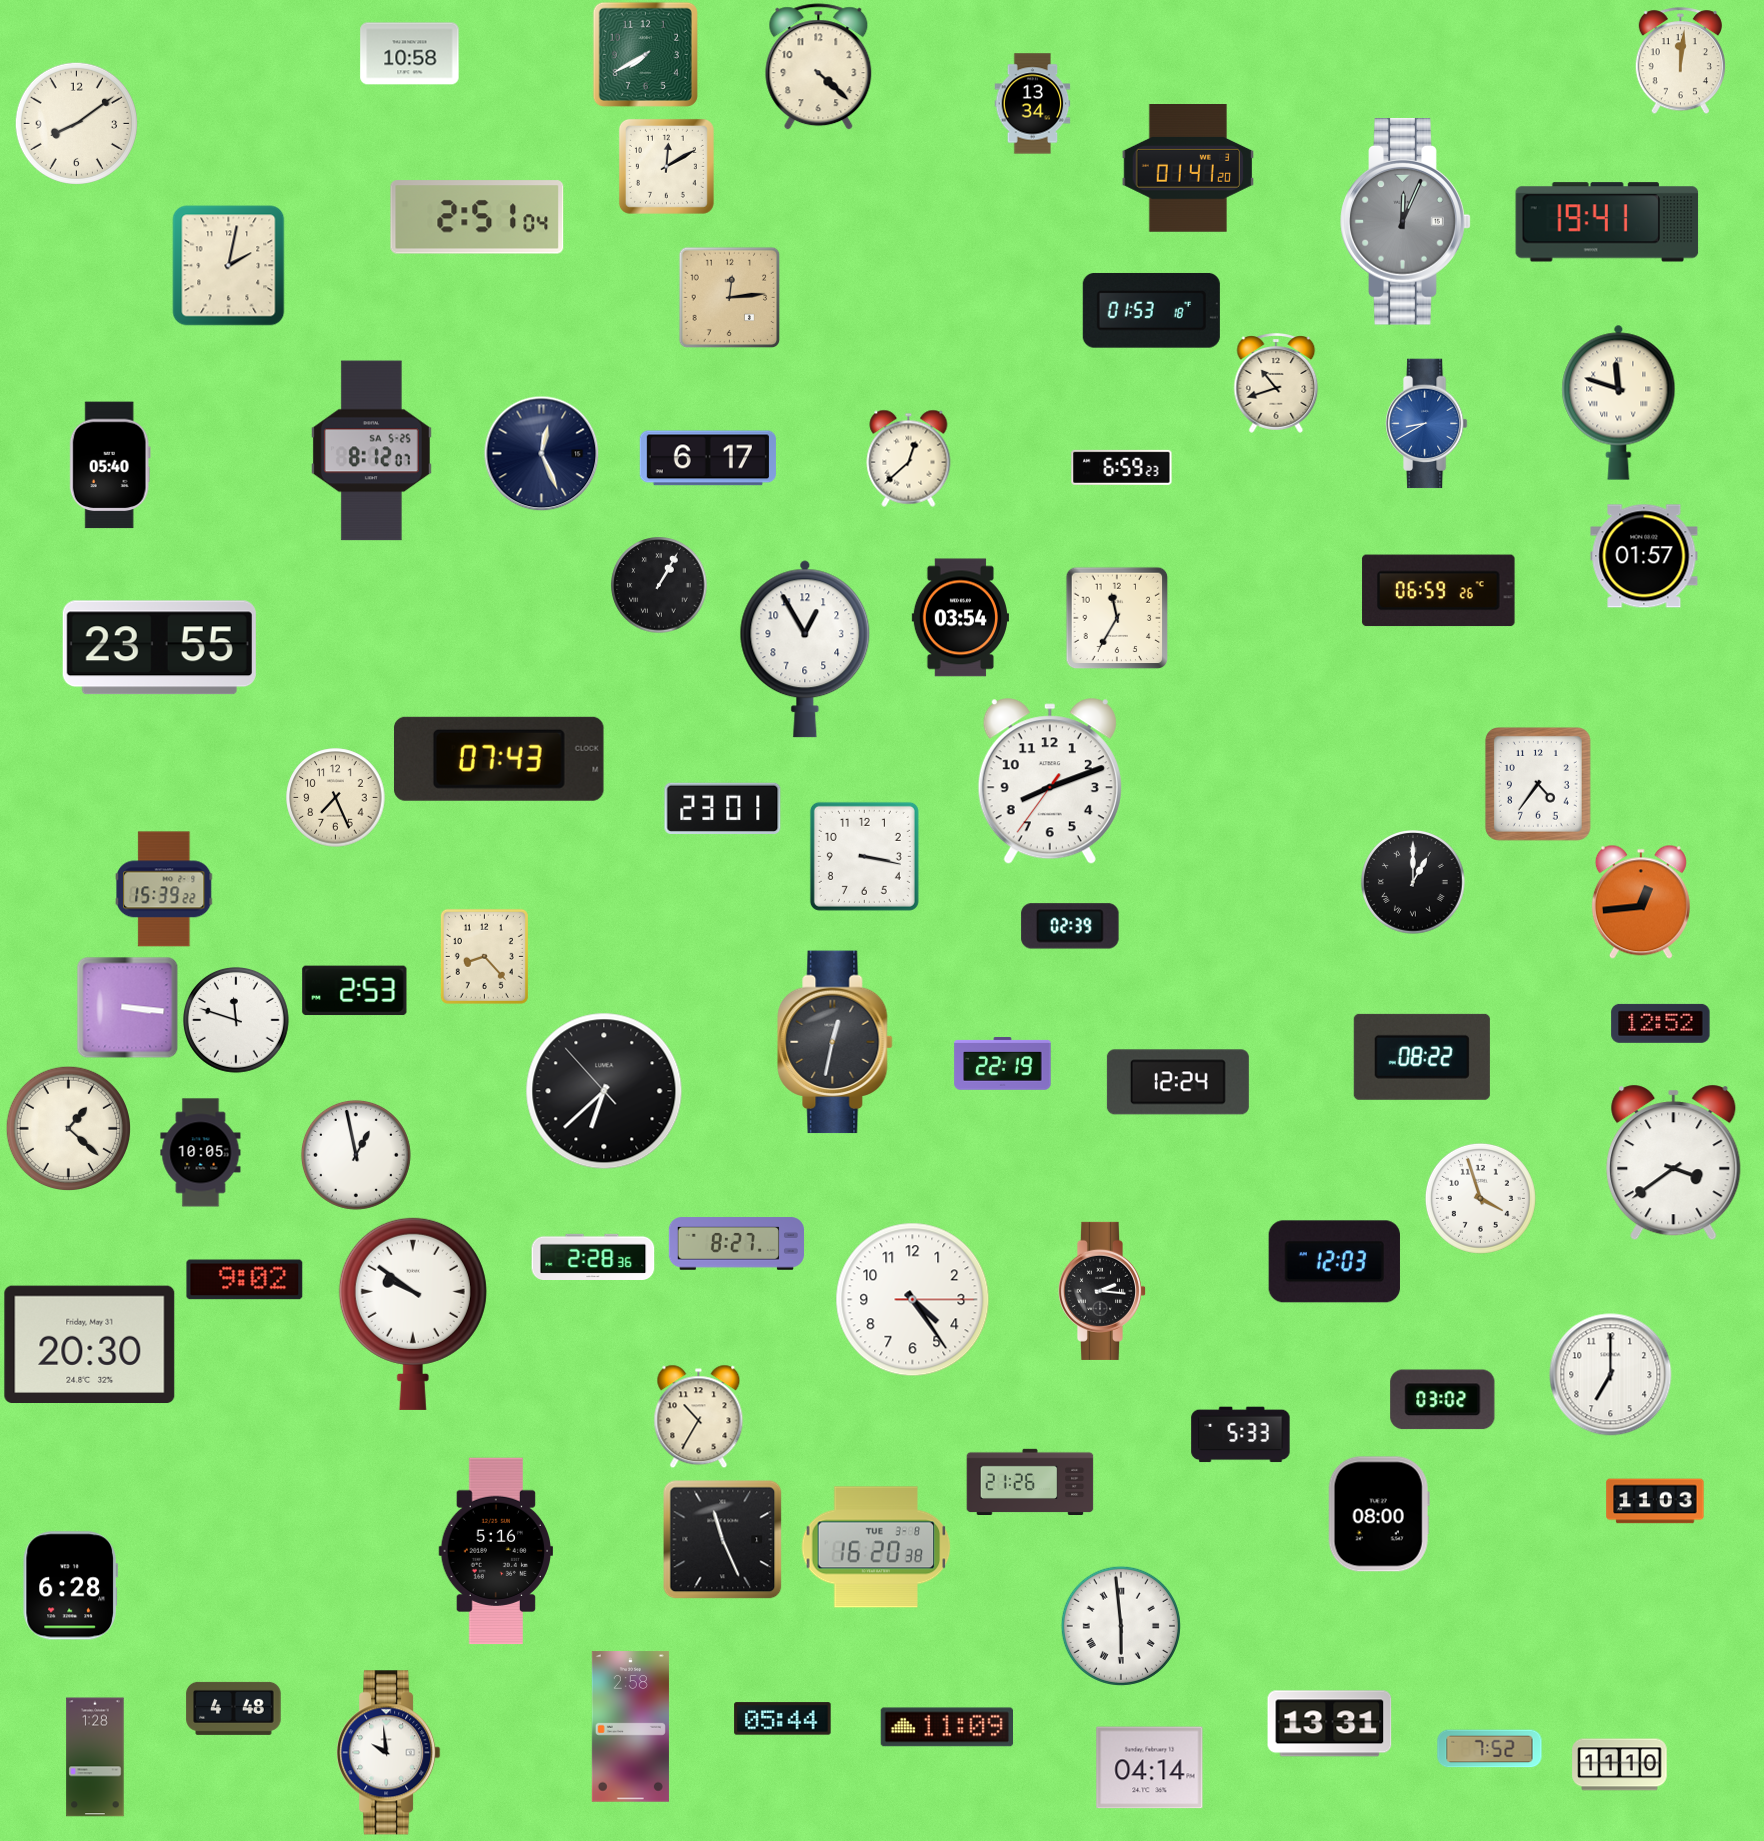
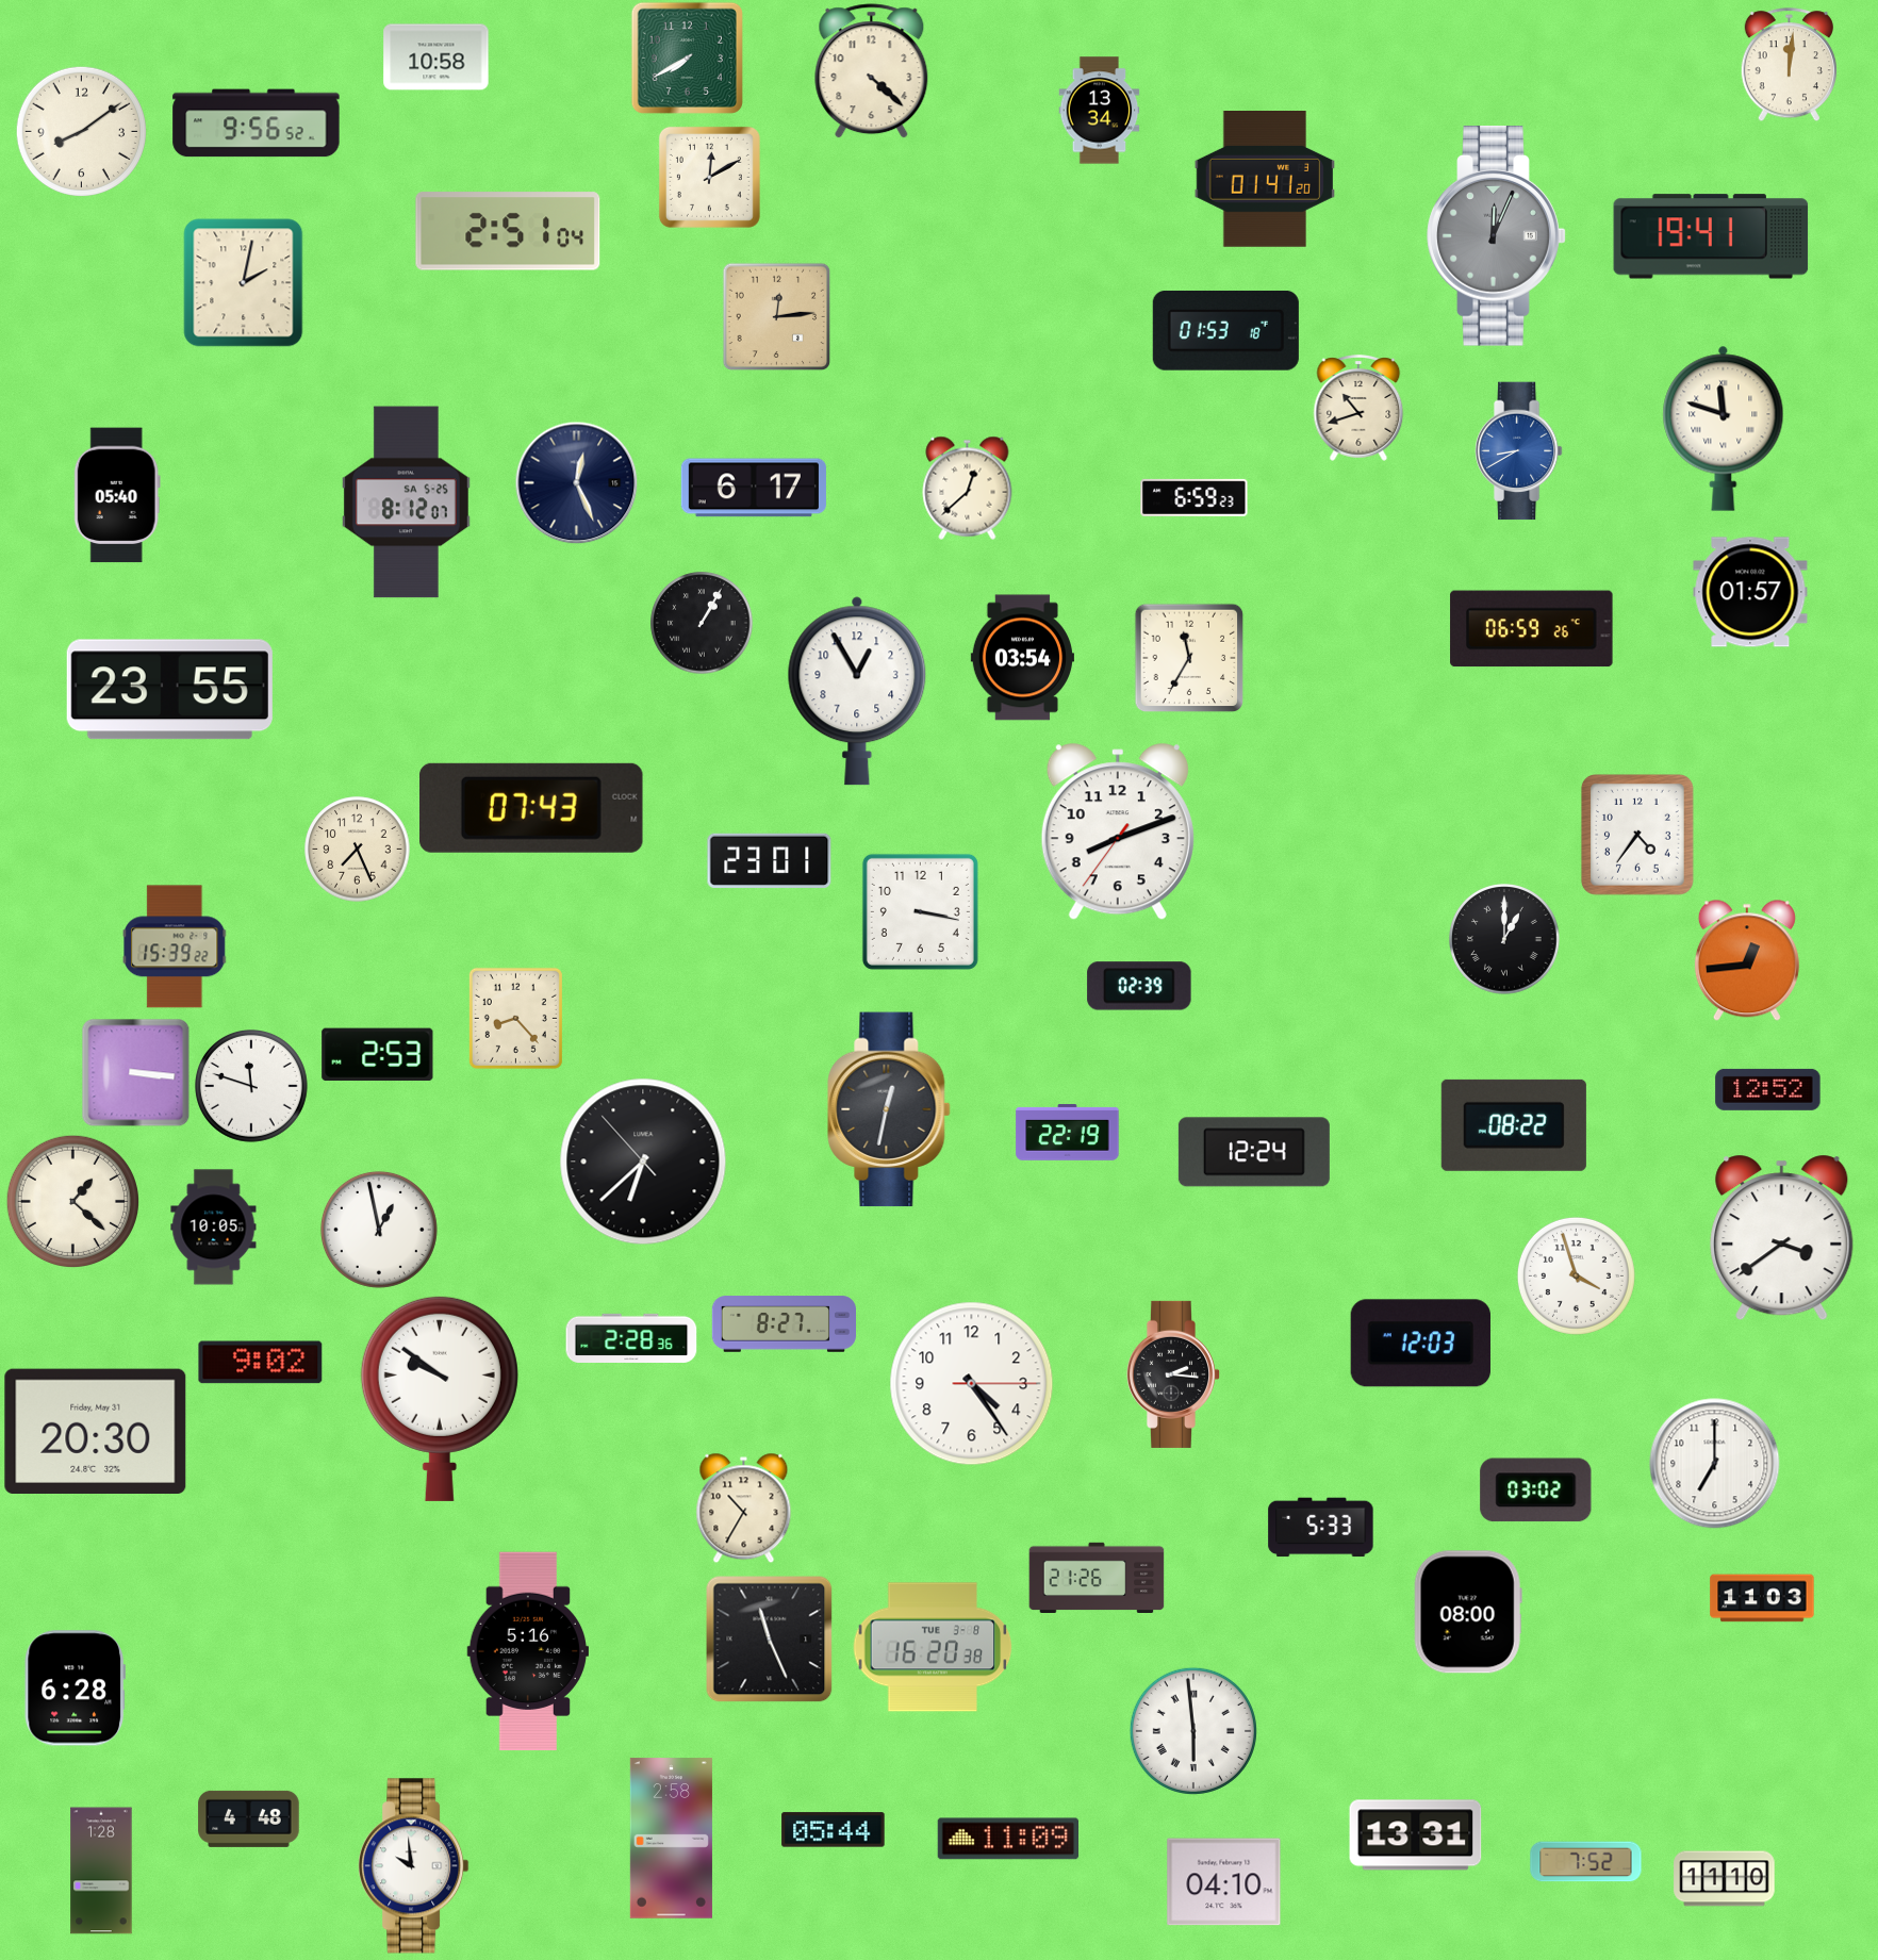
clock at (257, 123): none -> 9:56
clock at (371, 451) position: (371, 451) -> (406, 503)
clock at (1150, 1768): 04:14 -> 04:10
